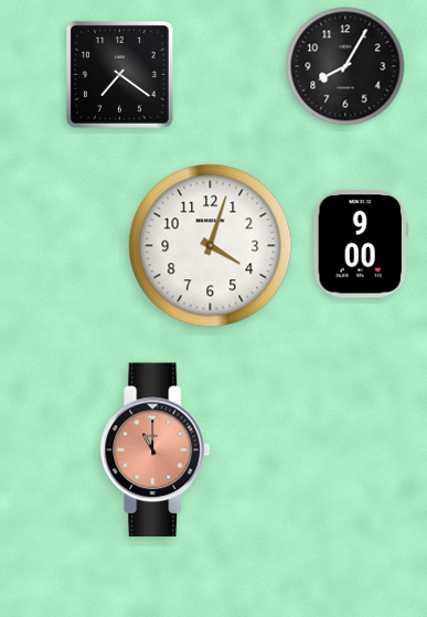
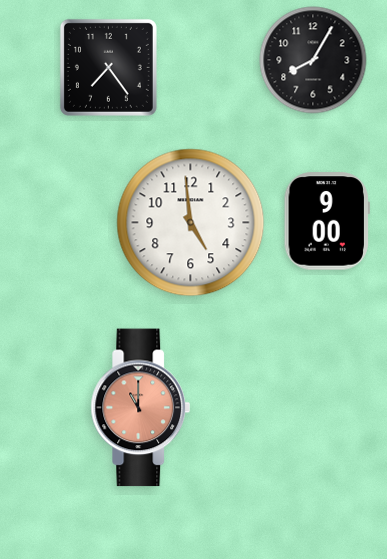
clock at (119, 74): 7:21 -> 7:24
clock at (211, 246): 4:03 -> 4:59
